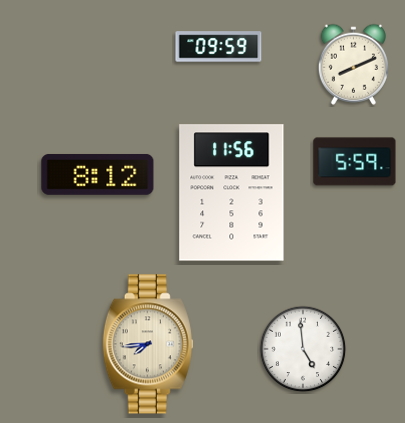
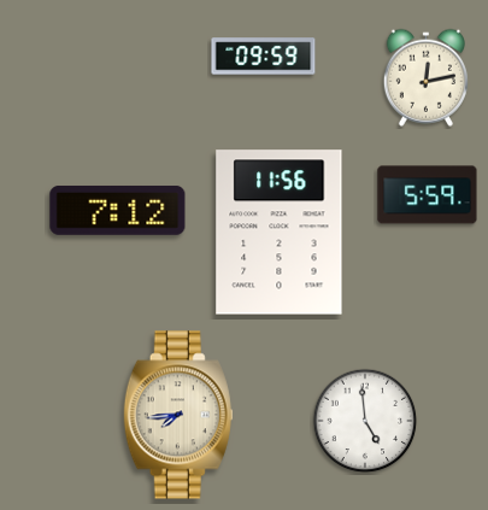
clock at (353, 64): 8:11 -> 12:13
clock at (98, 174): 8:12 -> 7:12
